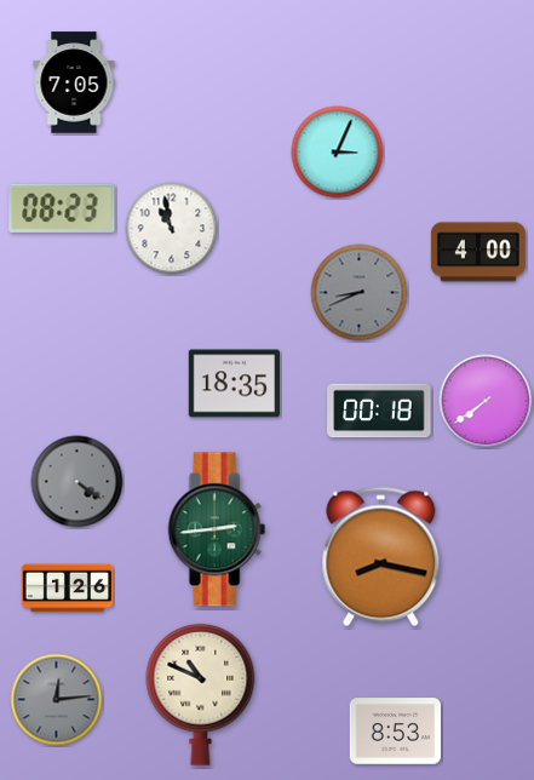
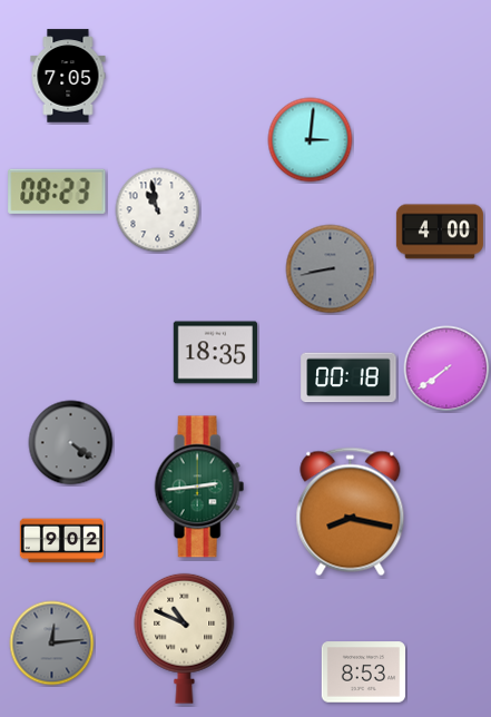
clock at (338, 153): 3:04 -> 3:01
clock at (360, 293): 8:41 -> 8:43
clock at (68, 589): 1:26 -> 9:02
